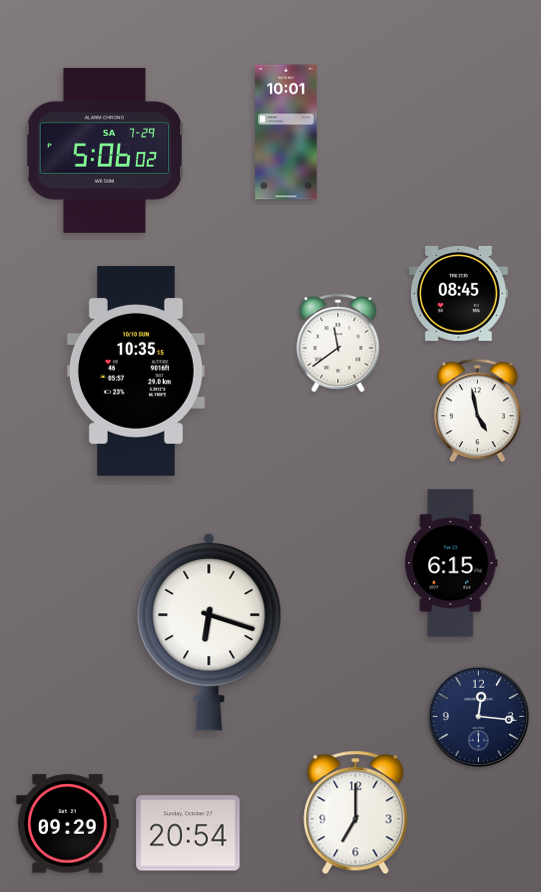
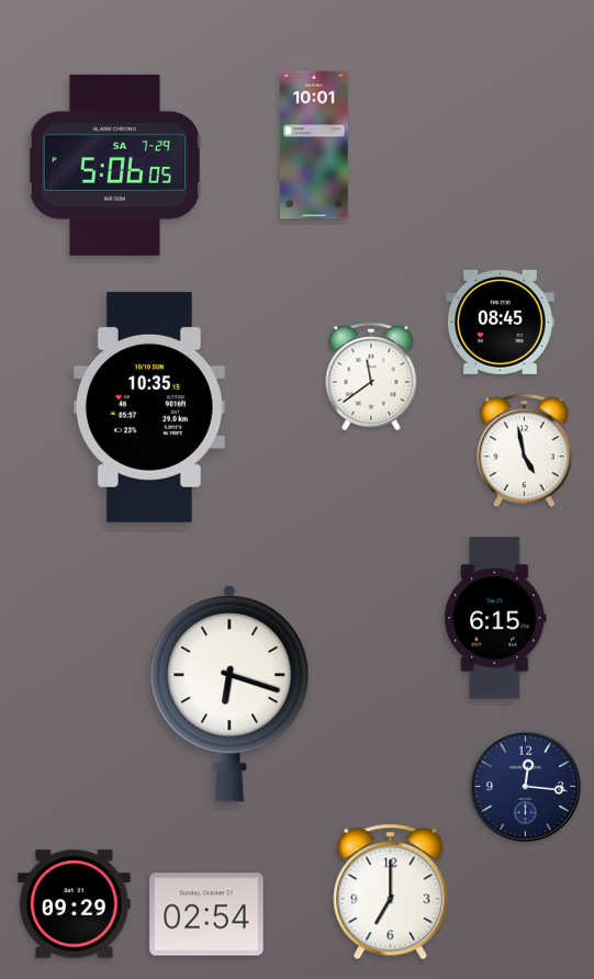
clock at (104, 150): 5:06:02 -> 5:06:05
clock at (458, 293) position: (458, 293) -> (500, 322)
clock at (188, 833): 20:54 -> 02:54
